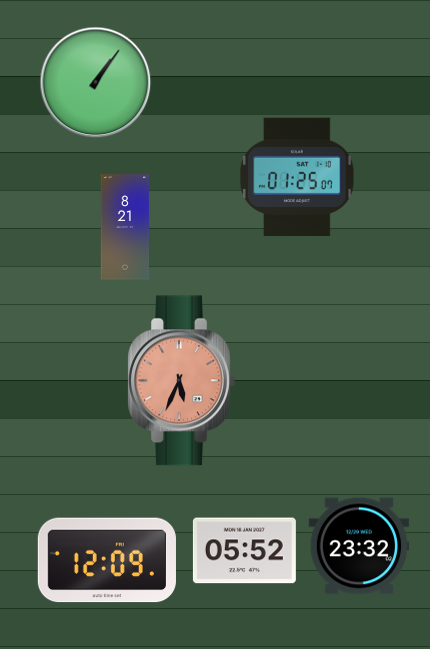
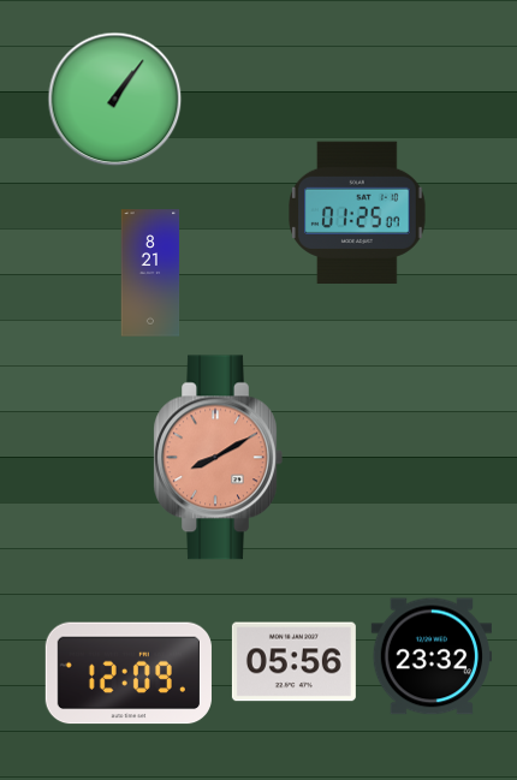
clock at (181, 381): 5:34 -> 8:10
clock at (244, 551): 05:52 -> 05:56
